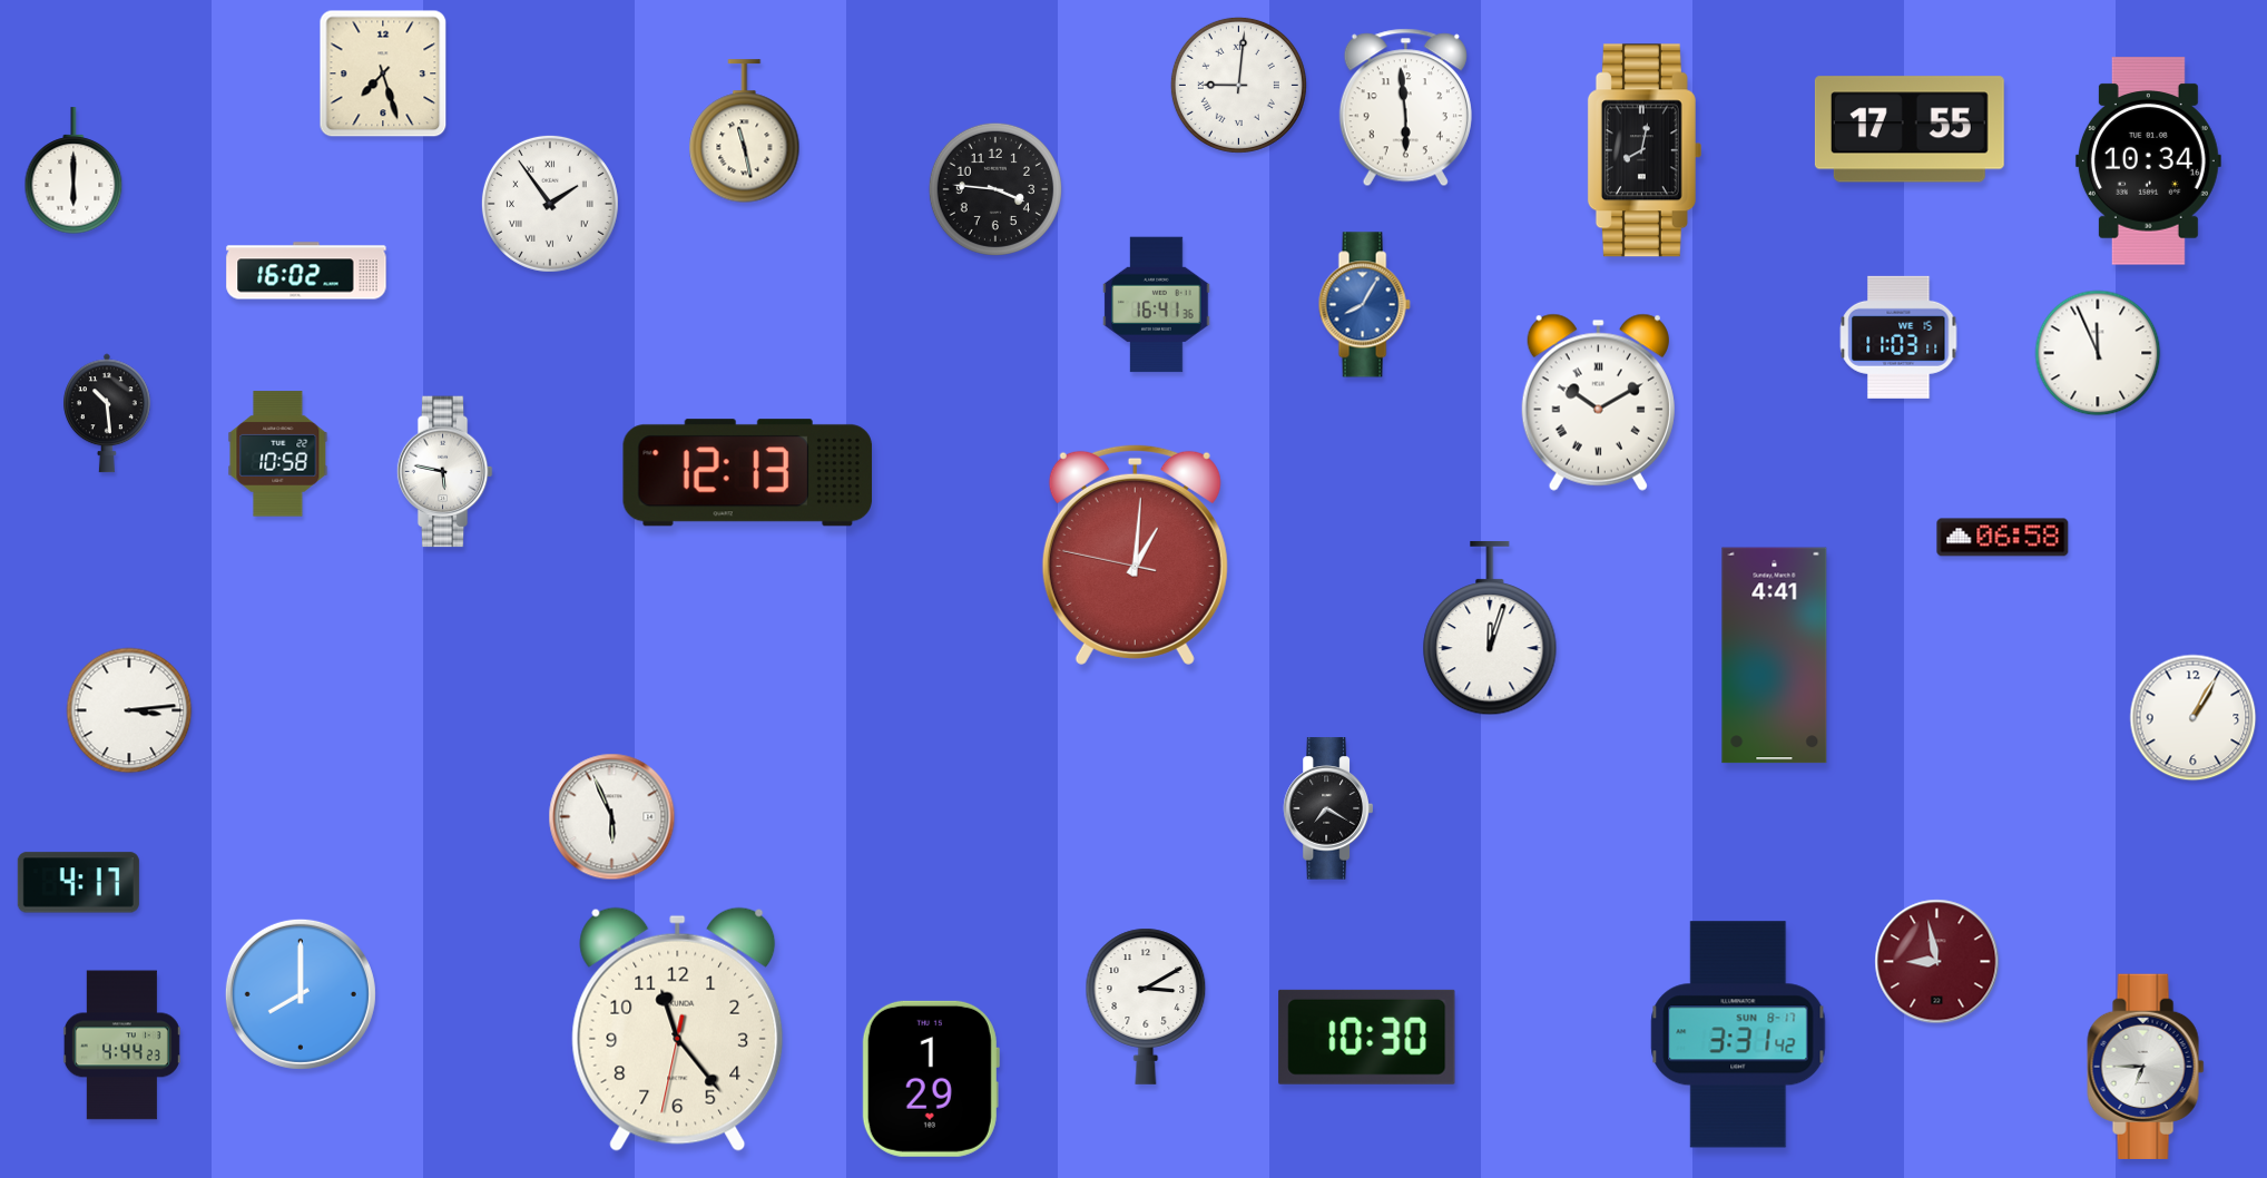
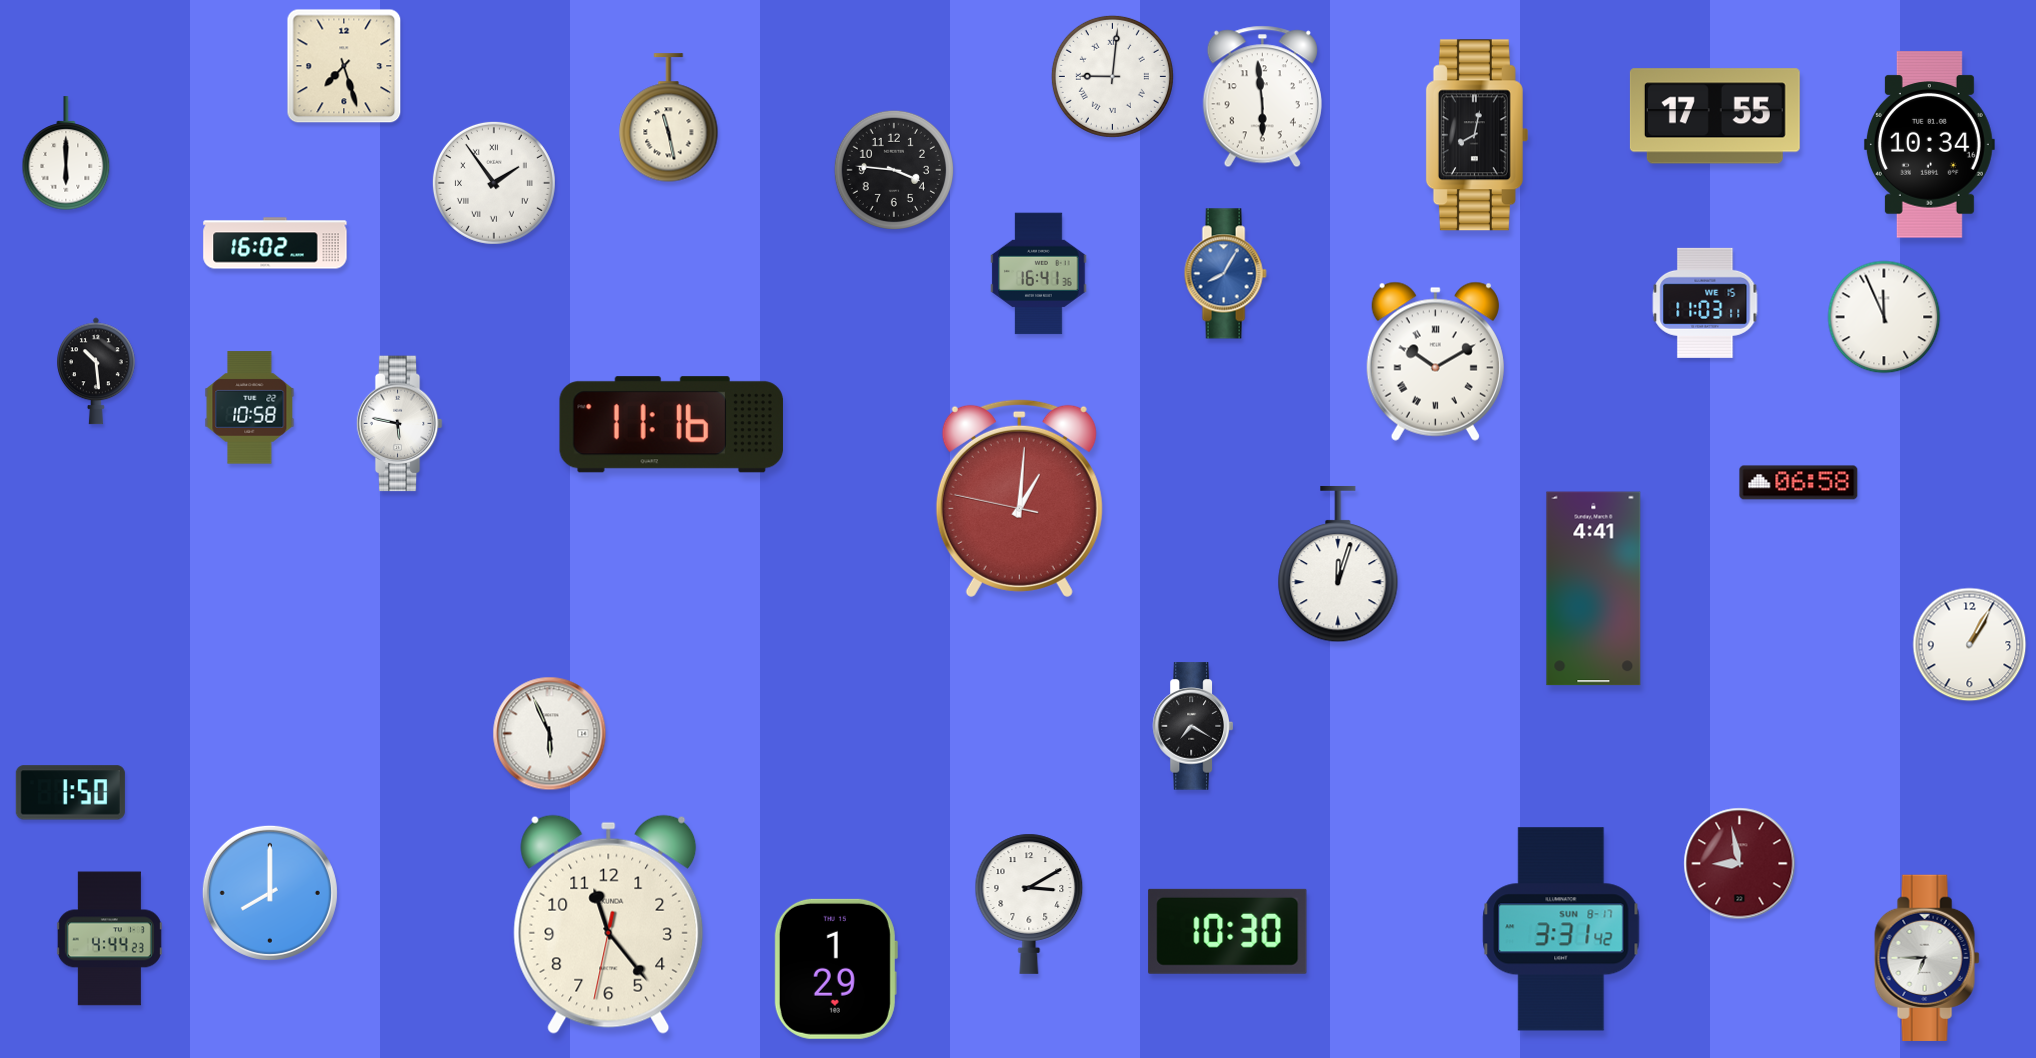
clock at (747, 473): 12:13 -> 11:16
clock at (129, 710): 3:14 -> none
clock at (78, 883): 4:17 -> 1:50
